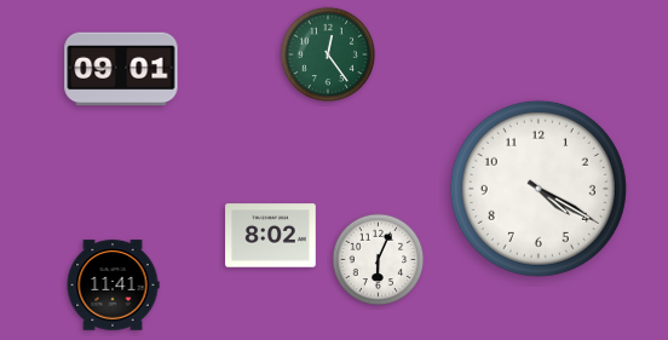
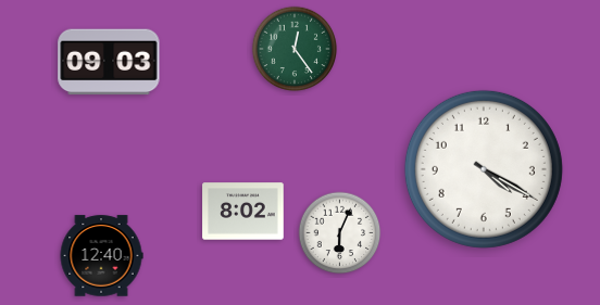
clock at (121, 69): 09:01 -> 09:03
clock at (113, 286): 11:41 -> 12:40
